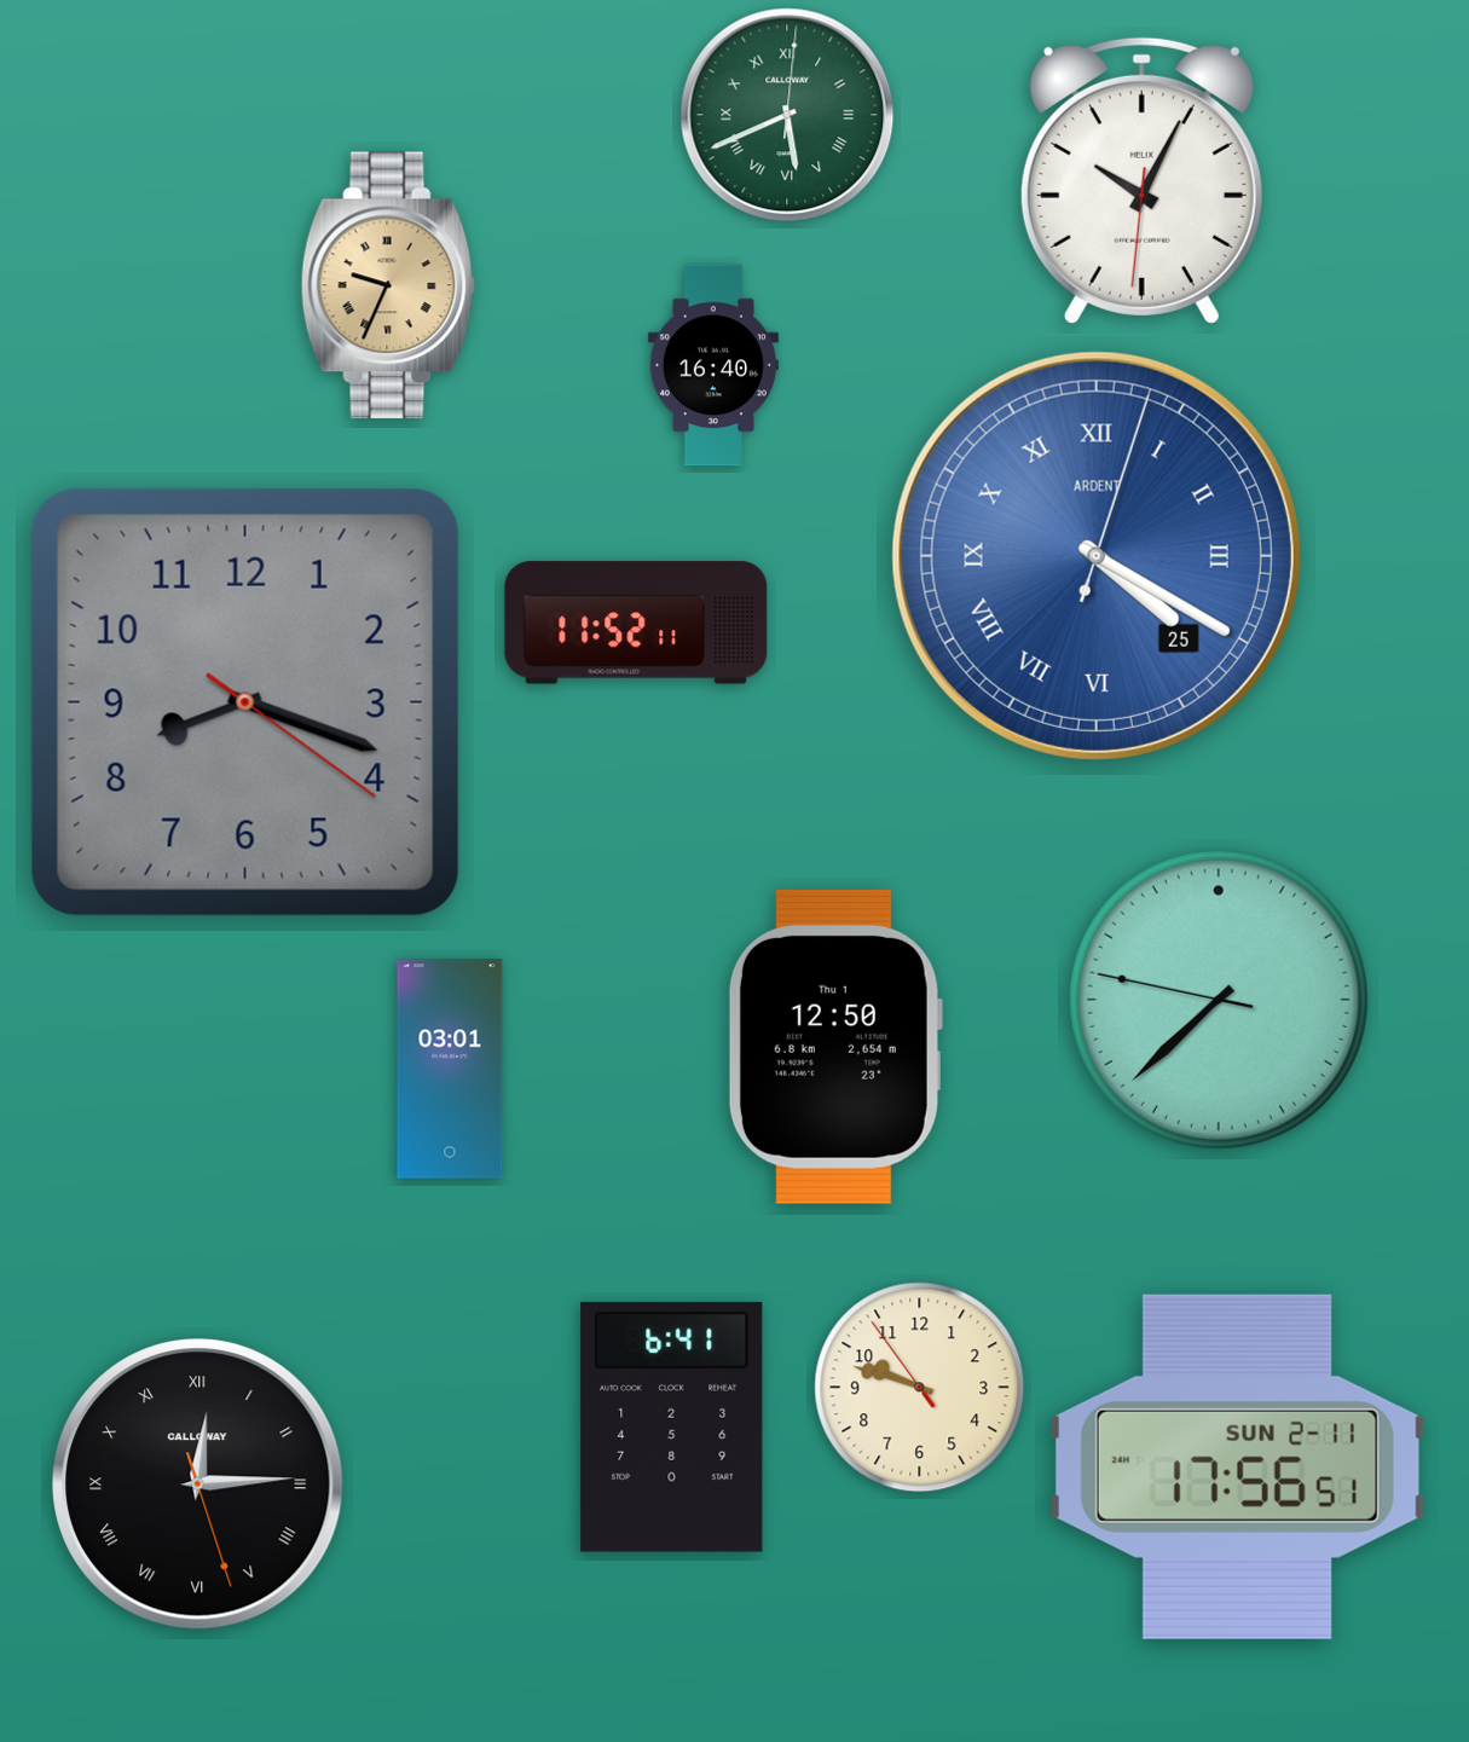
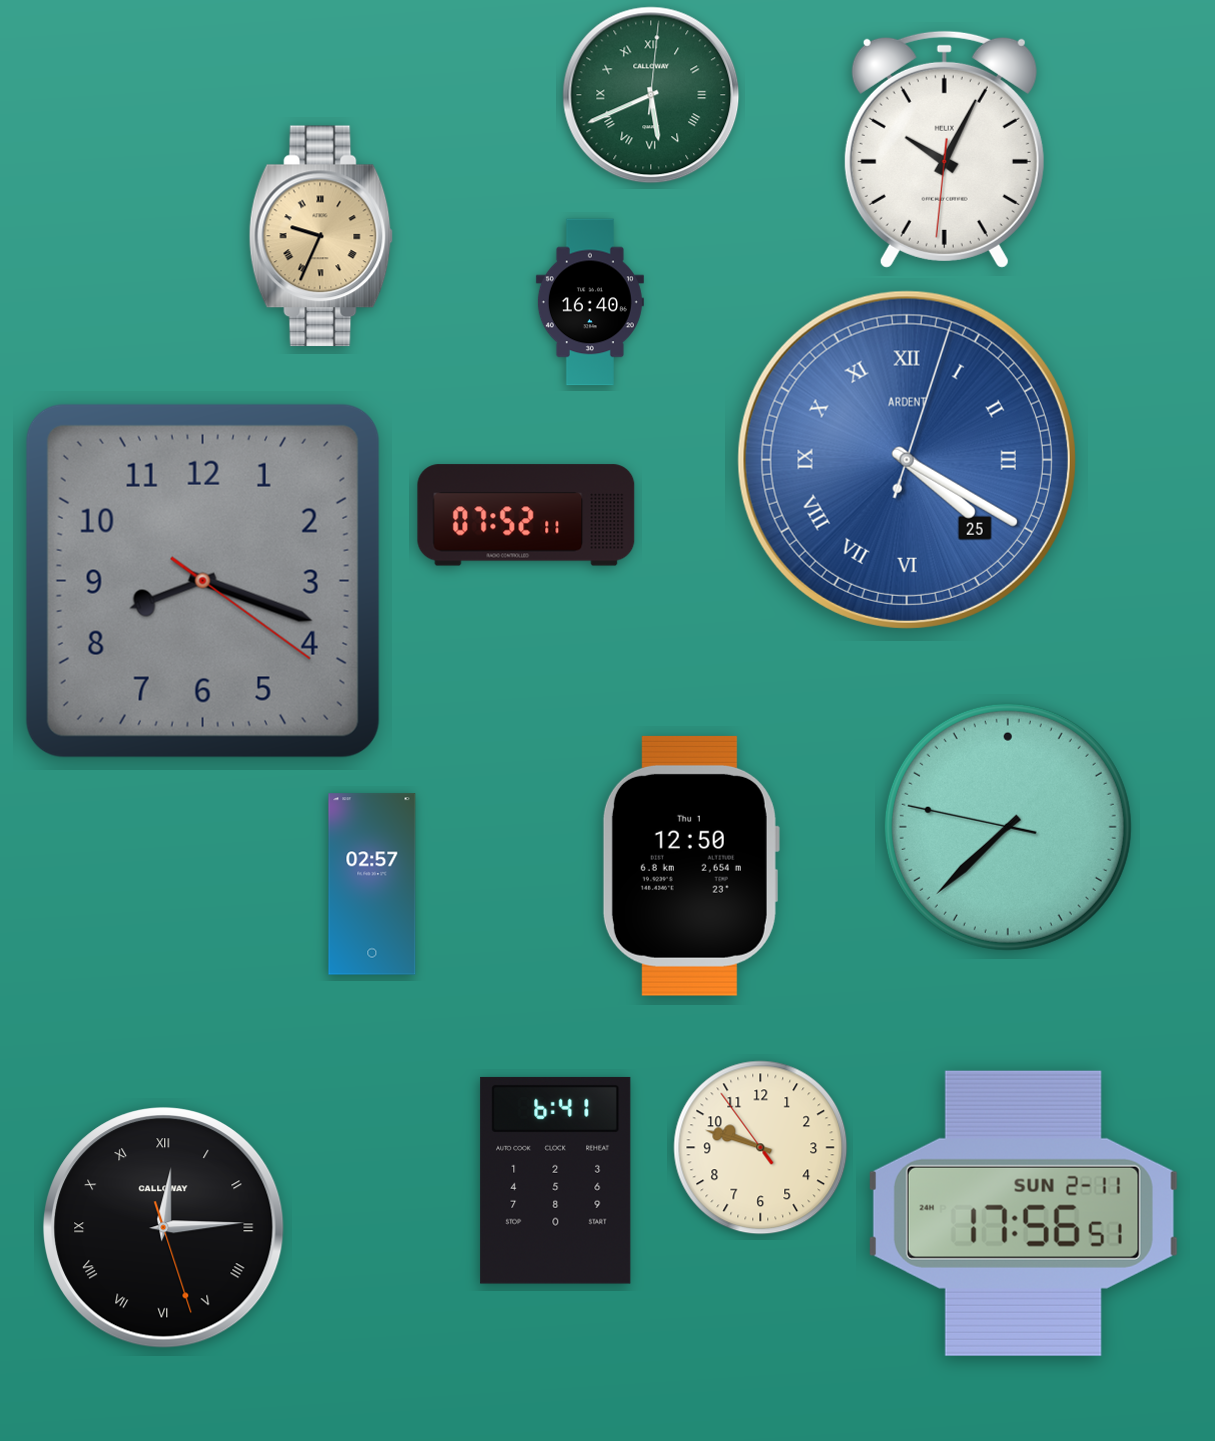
clock at (636, 623): 11:52 -> 07:52
clock at (450, 1069): 03:01 -> 02:57
